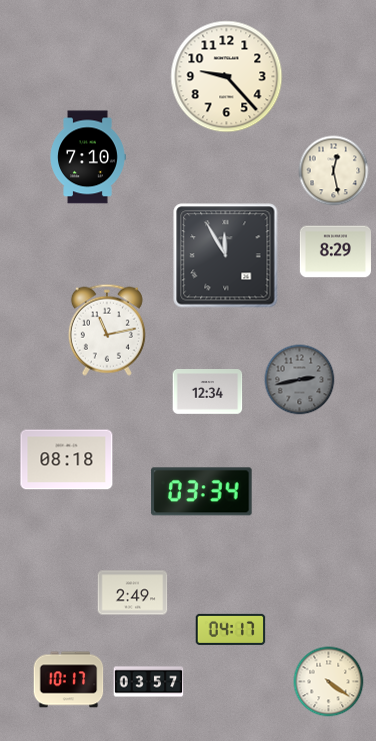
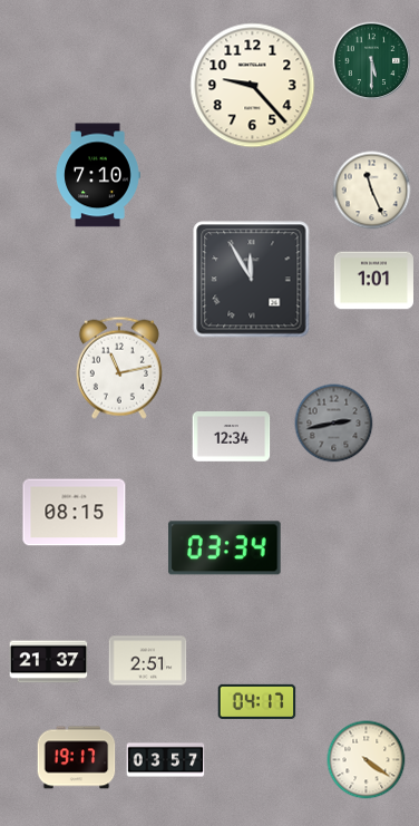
clock at (372, 61): none -> 5:30
clock at (334, 171): 12:28 -> 11:26
clock at (335, 252): 8:29 -> 1:01
clock at (226, 256) position: (226, 256) -> (252, 280)
clock at (67, 460): 08:18 -> 08:15
clock at (133, 593): 2:49 -> 2:51
clock at (49, 662): none -> 21:37
clock at (69, 680): 10:17 -> 19:17
